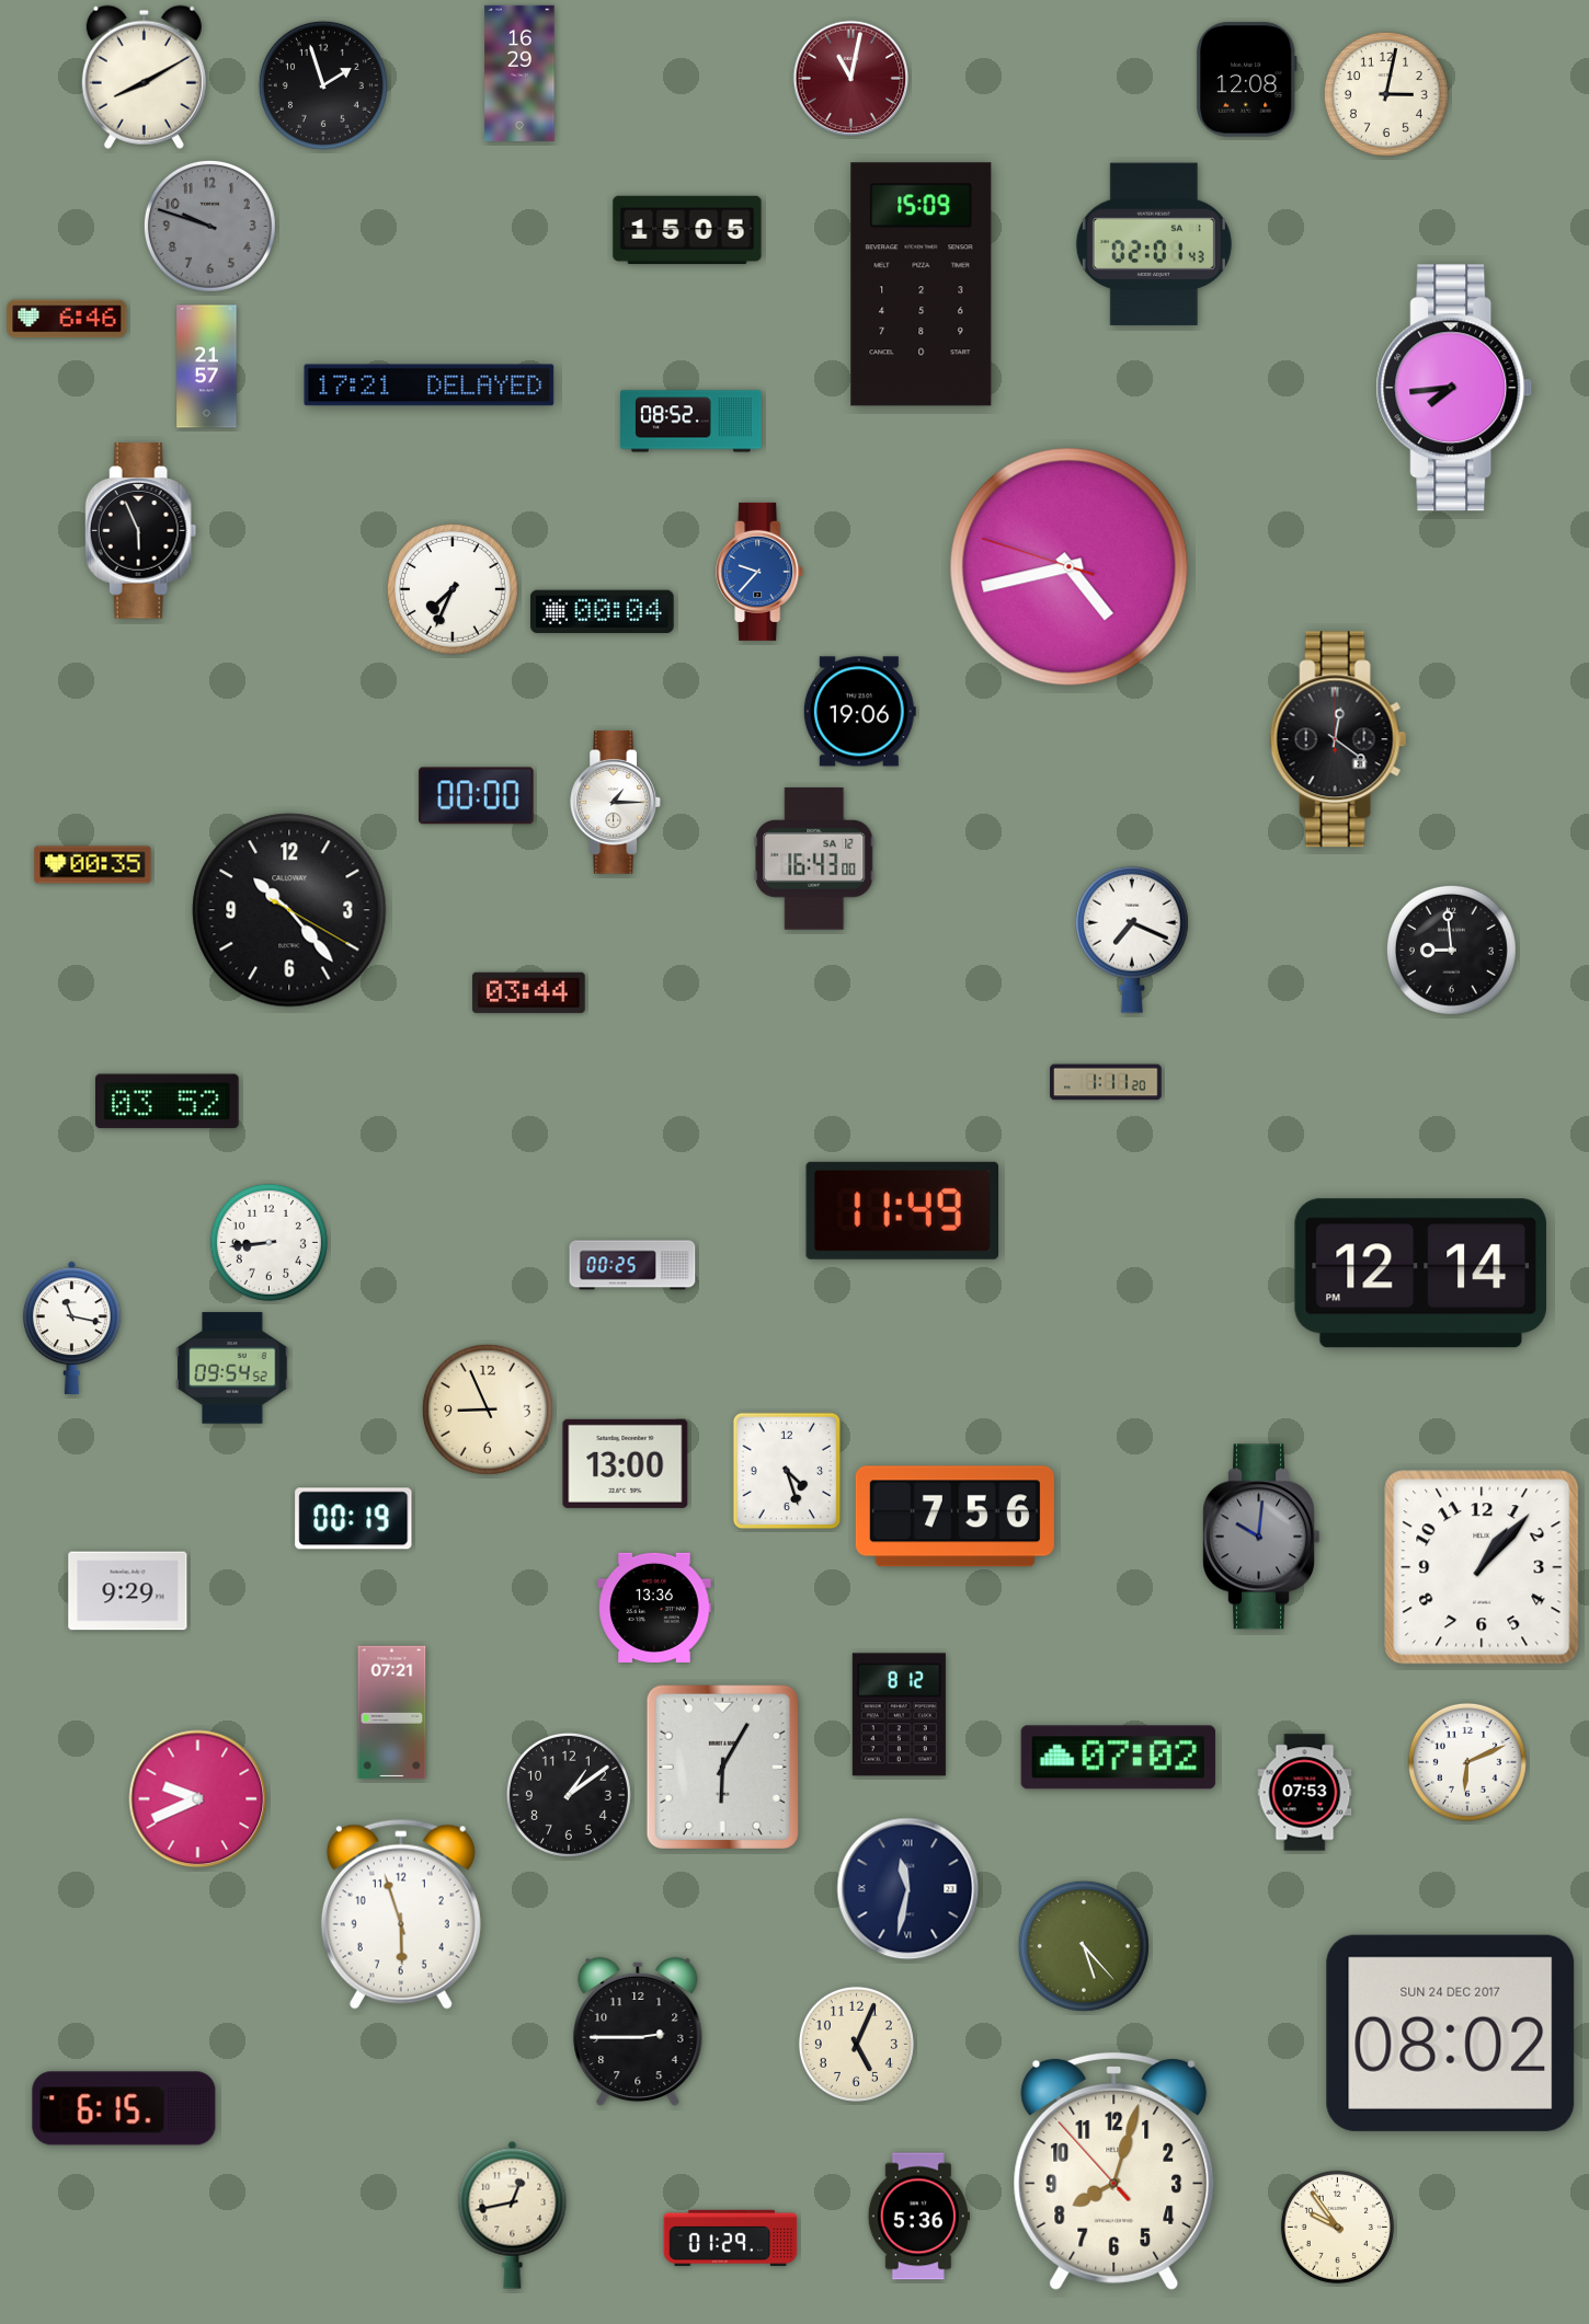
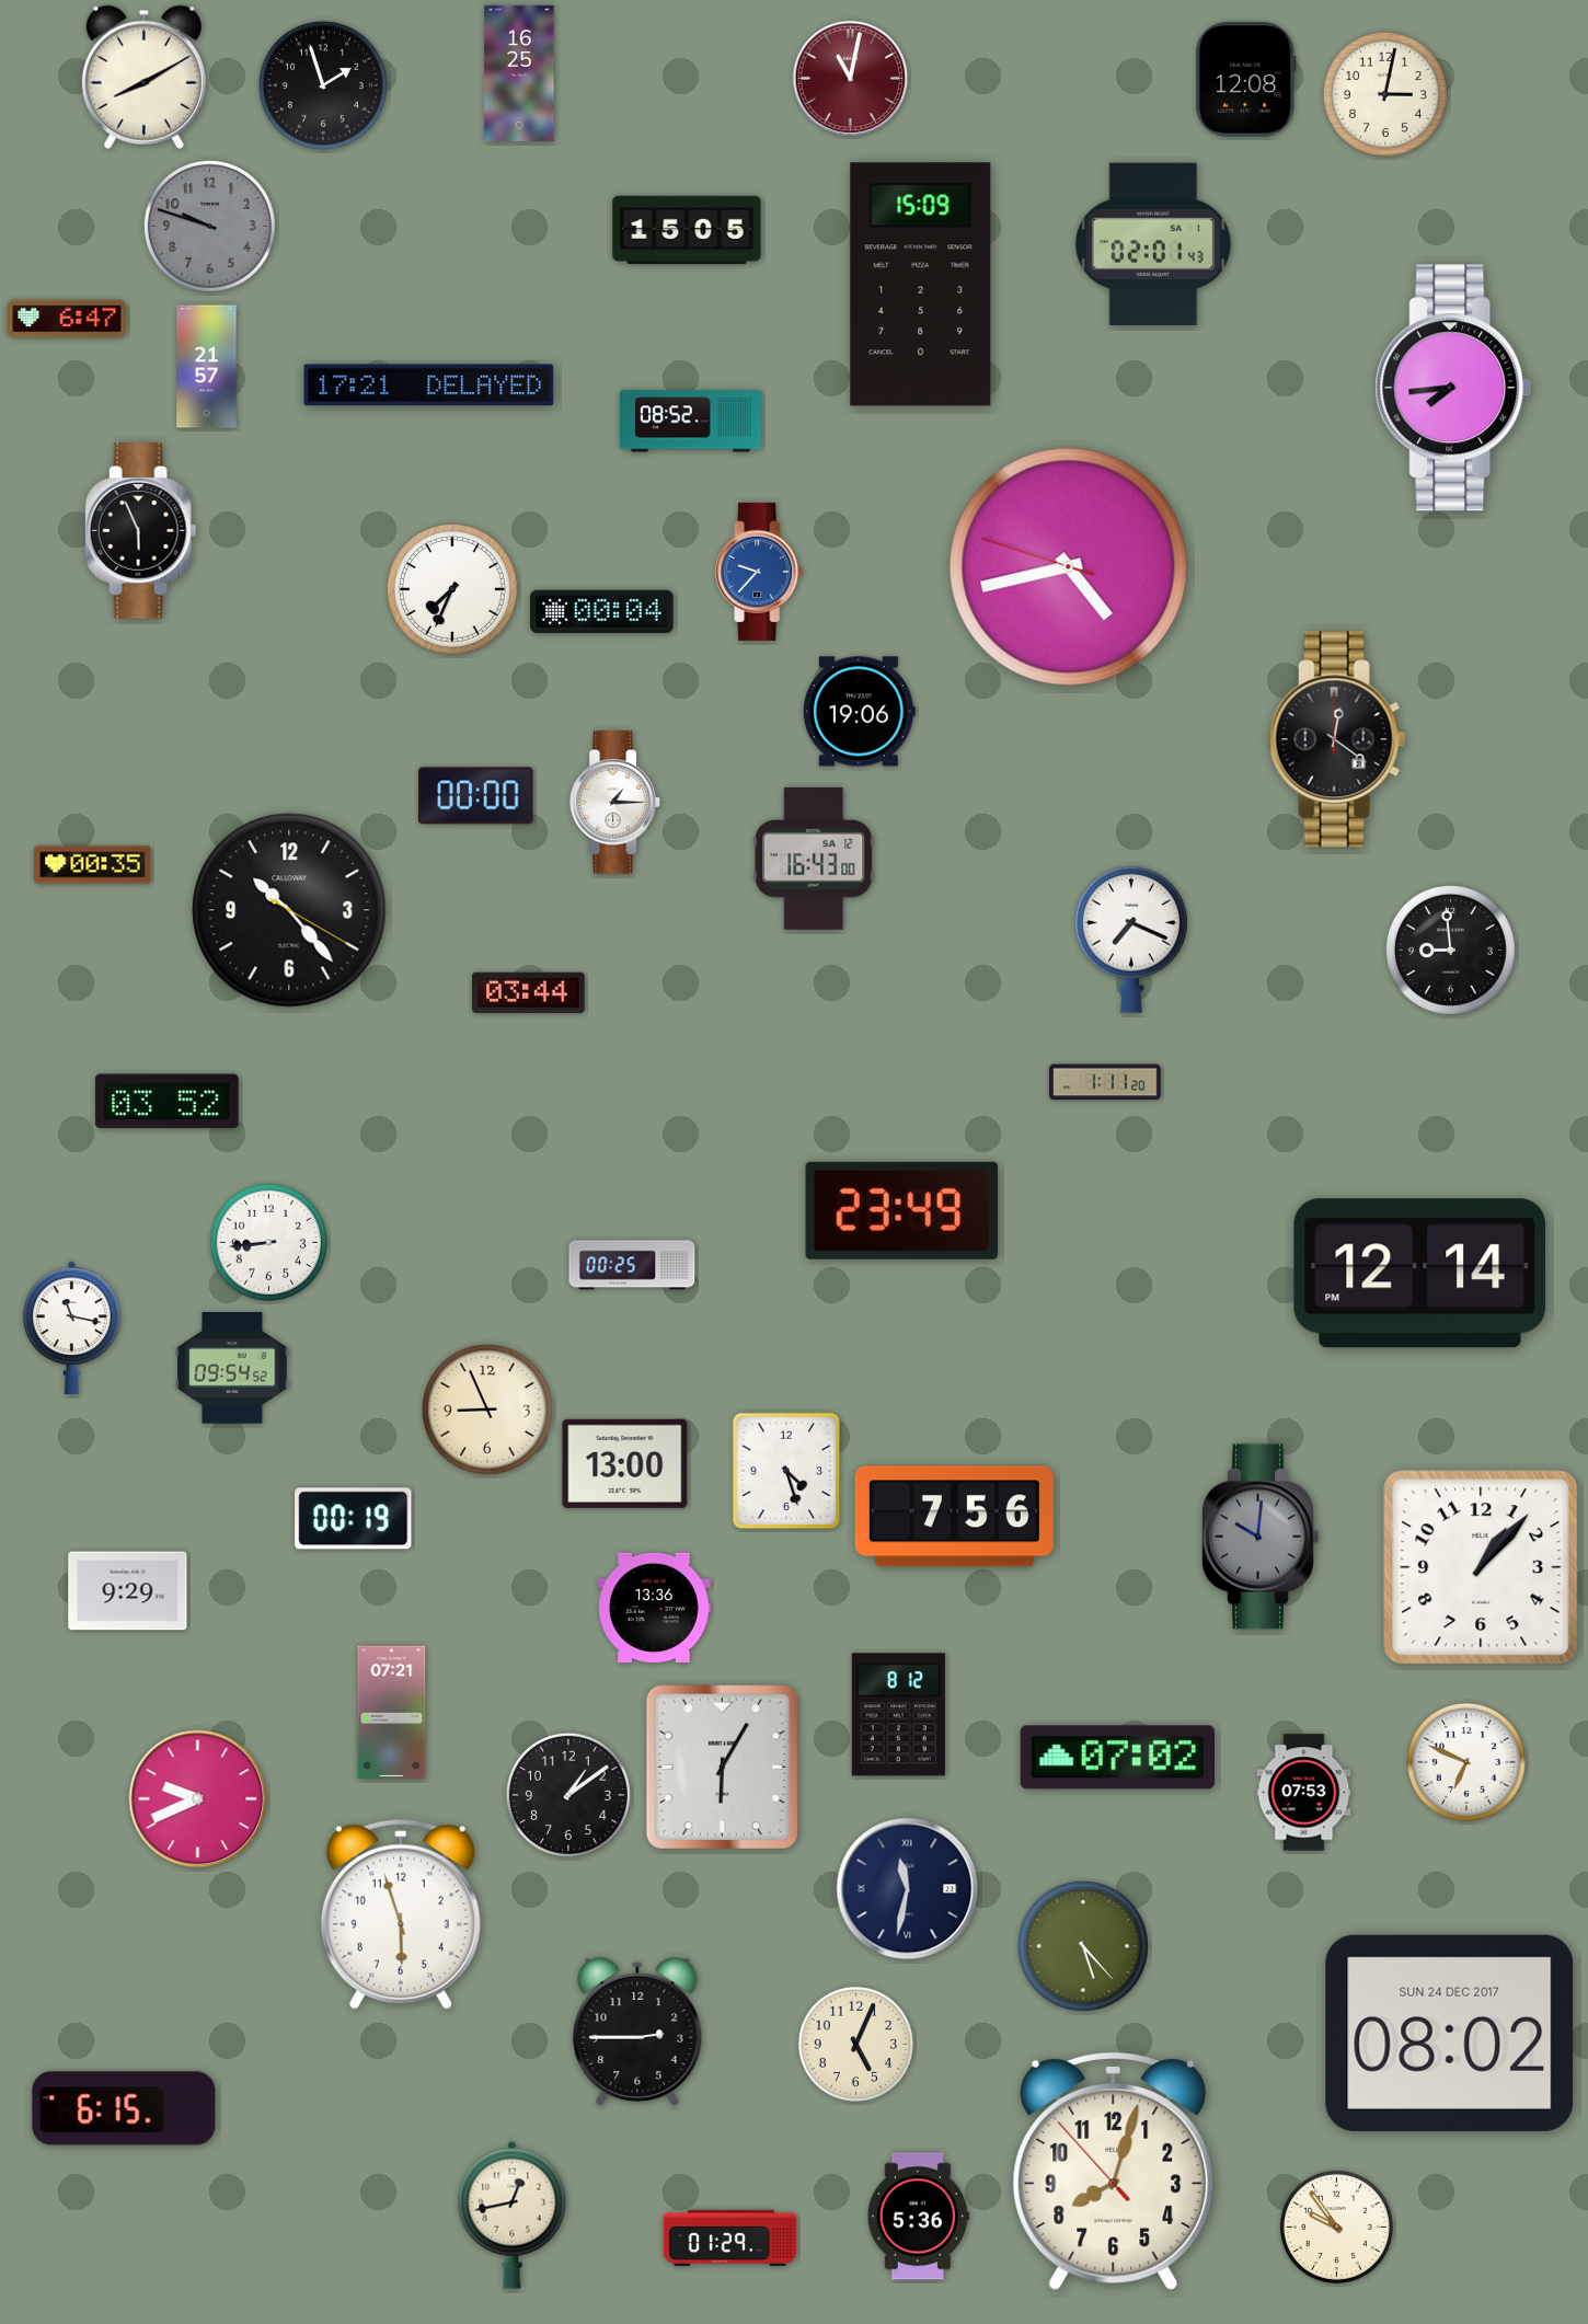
clock at (519, 73): 16:29 -> 16:25
clock at (67, 319): 6:46 -> 6:47
clock at (902, 1210): 11:49 -> 23:49
clock at (1467, 1762): 6:11 -> 6:49
